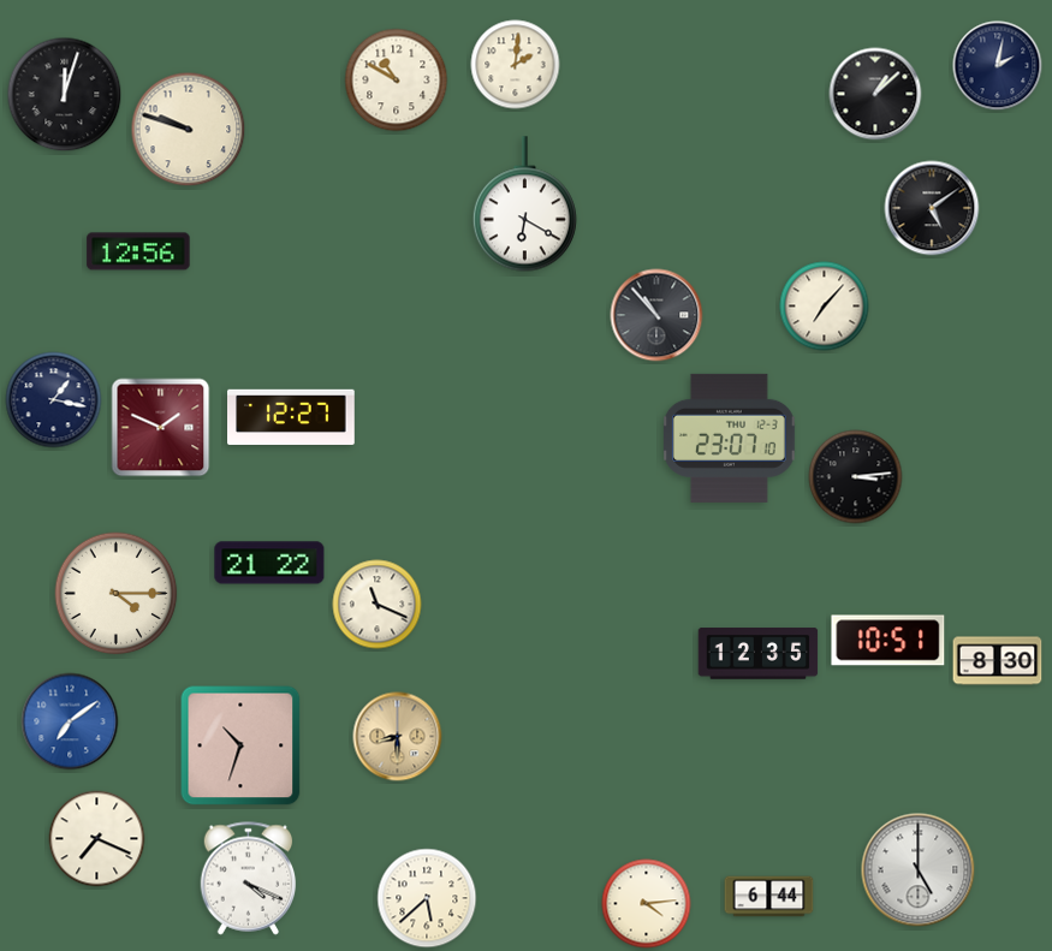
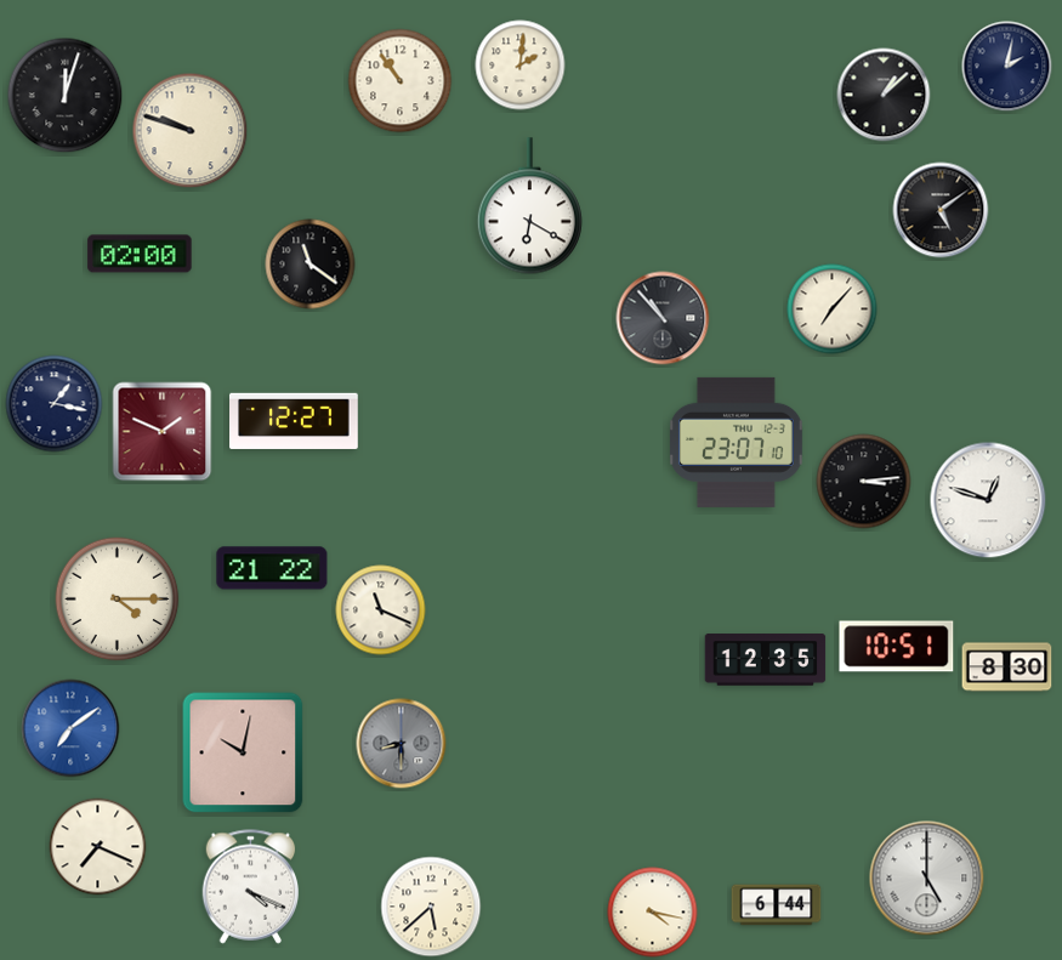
clock at (397, 81): 10:50 -> 10:54
clock at (138, 251): 12:56 -> 02:00
clock at (311, 265): none -> 11:21
clock at (988, 500): none -> 12:48
clock at (398, 737) dial: champagne -> grey
clock at (240, 745): 10:33 -> 10:02
clock at (647, 904): 4:14 -> 4:17
